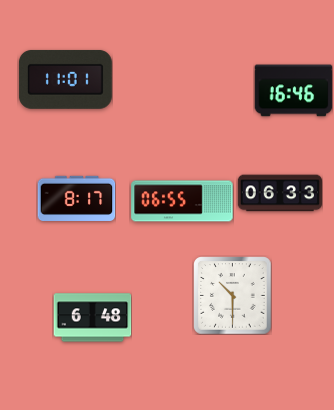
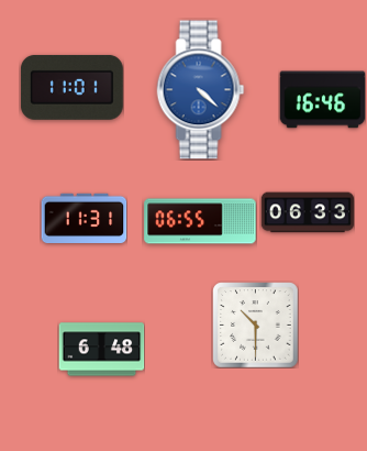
clock at (201, 90): none -> 4:22
clock at (76, 198): 8:17 -> 11:31
